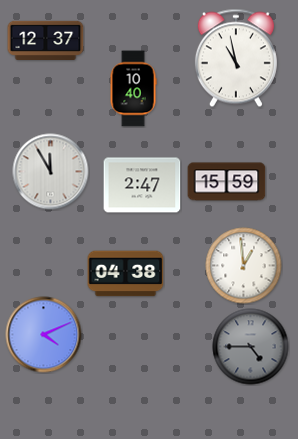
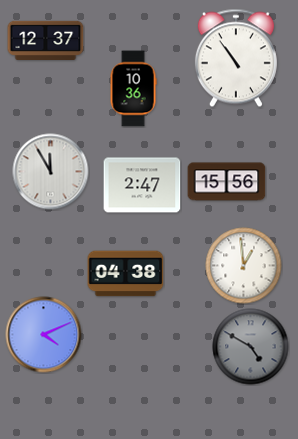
clock at (236, 58): 10:58 -> 10:54
clock at (133, 89): 10:40 -> 10:36
clock at (227, 182): 15:59 -> 15:56
clock at (251, 347): 4:45 -> 4:50
